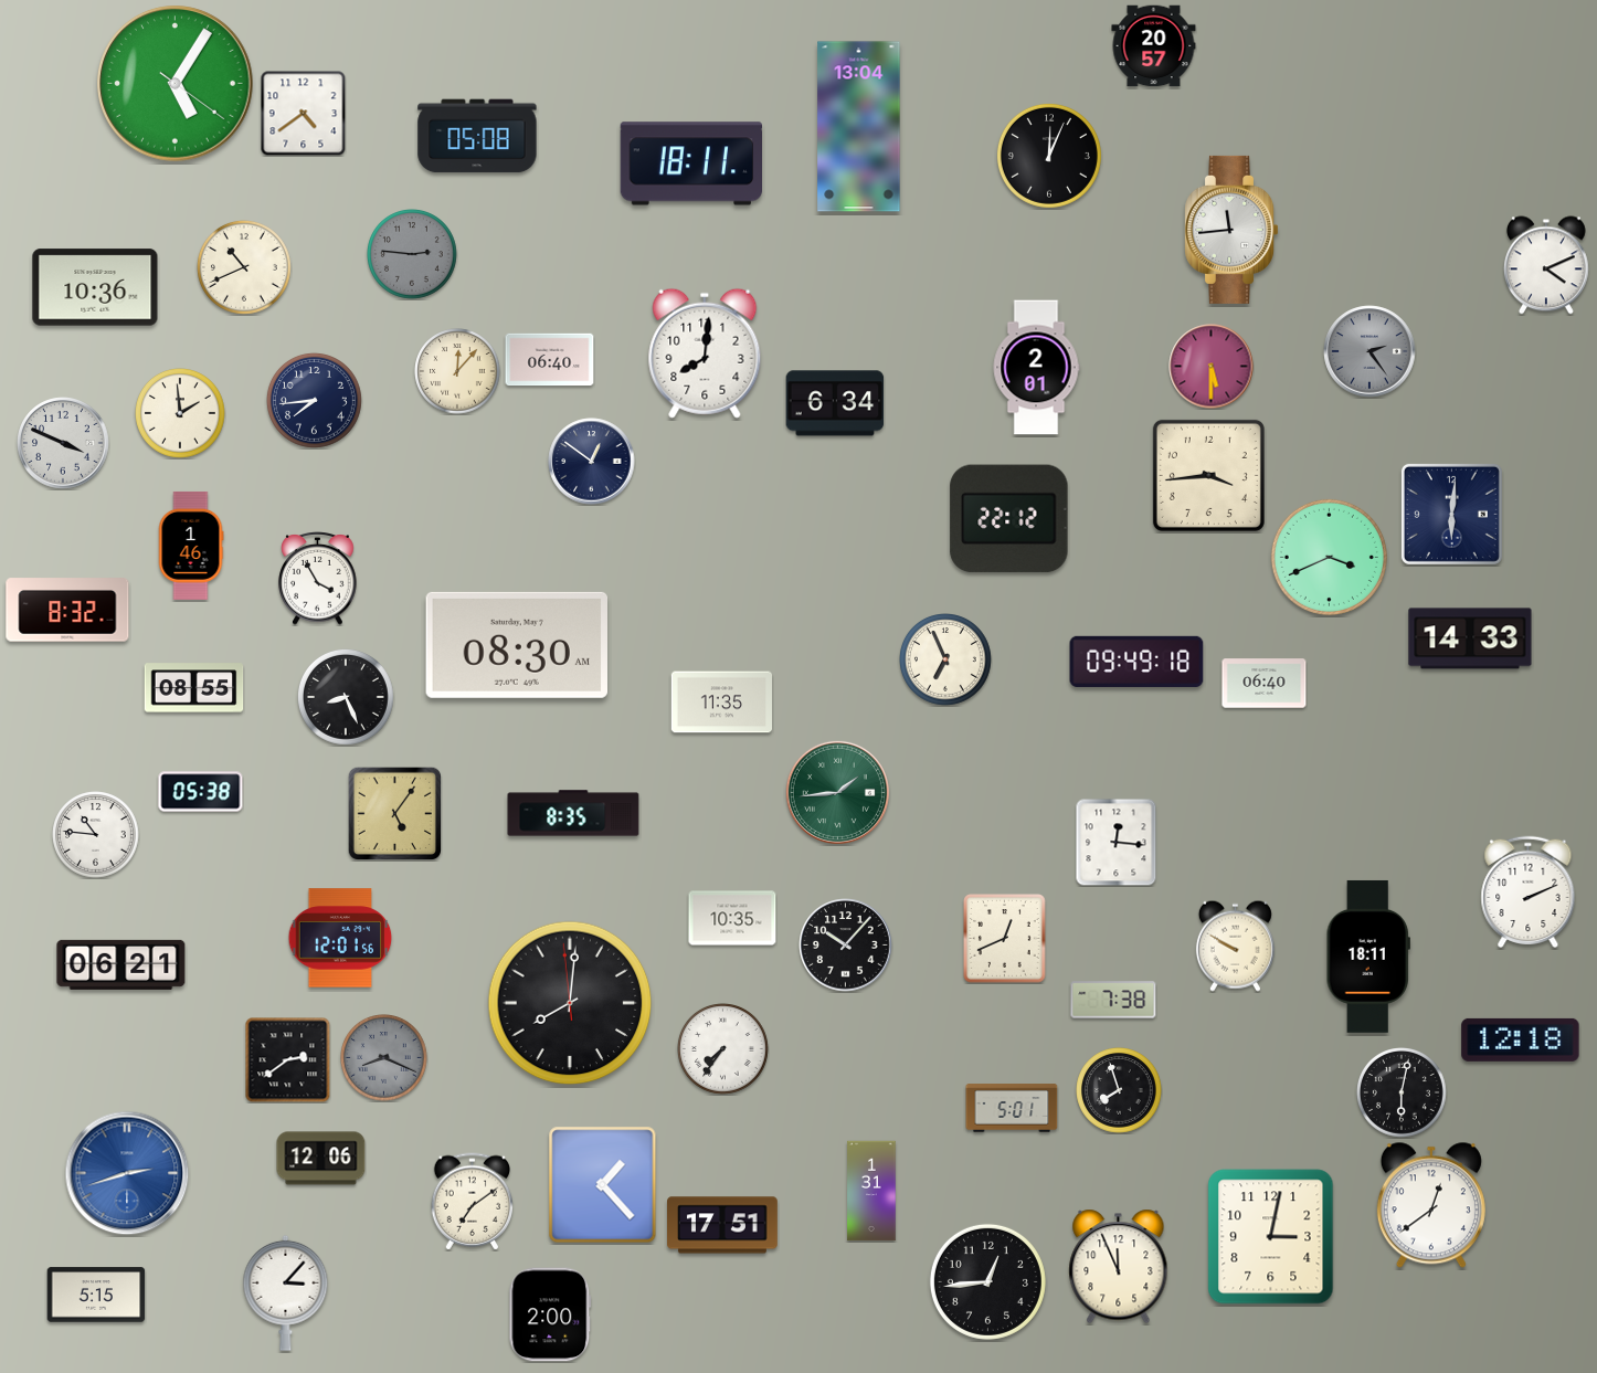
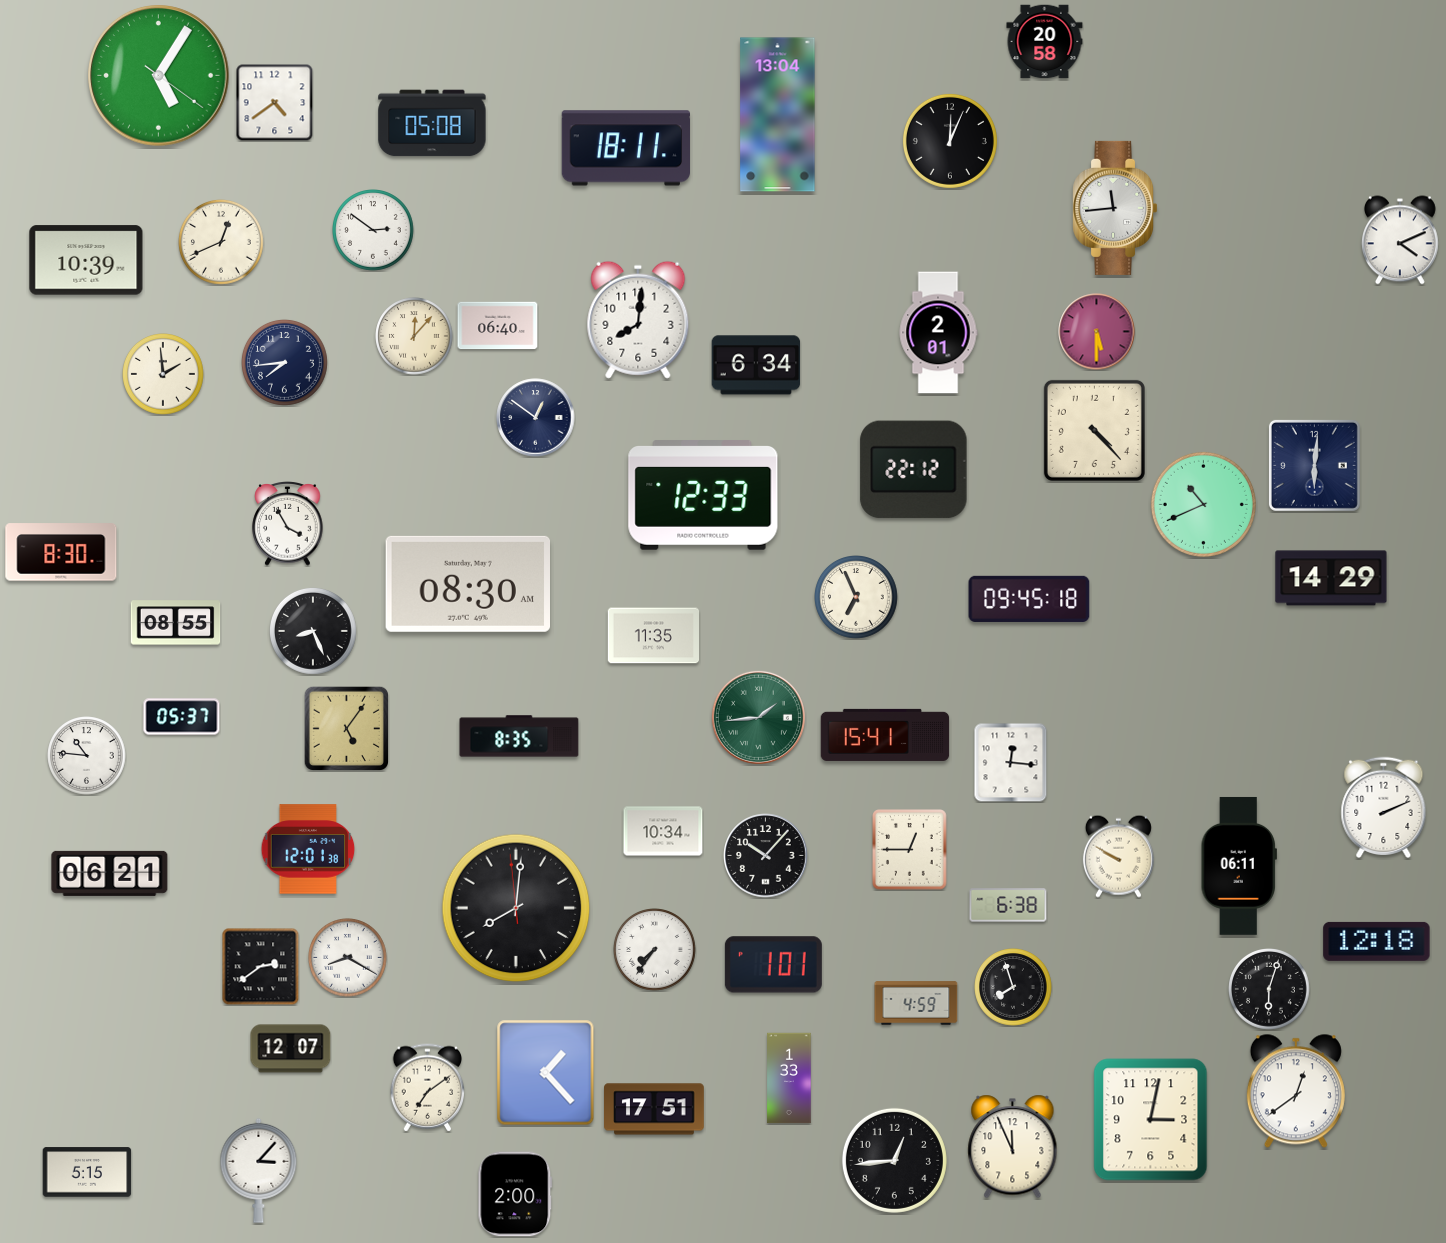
clock at (1154, 46): 20:57 -> 20:58
clock at (413, 255): 2:46 -> 2:51
clock at (413, 255) dial: grey -> white
clock at (245, 268): 10:41 -> 12:41
clock at (95, 287): 10:36 -> 10:39
clock at (1369, 351): 2:24 -> none
clock at (63, 443): 3:49 -> none
clock at (1208, 475): 3:44 -> 4:23
clock at (191, 546): 1:46 -> none
clock at (703, 495): none -> 12:33
clock at (1329, 557): 3:41 -> 10:41
clock at (67, 610): 8:32 -> 8:30
clock at (1470, 638): 14:33 -> 14:29
clock at (1136, 662): 09:49 -> 09:45
clock at (1265, 684): 06:40 -> none
clock at (201, 792): 05:38 -> 05:37
clock at (885, 735): none -> 15:41
clock at (394, 813) position: (394, 813) -> (346, 728)
clock at (732, 918): 10:35 -> 10:34
clock at (340, 938): 12:01:56 -> 12:01:38
clock at (1005, 939): 12:41 -> 12:45
clock at (1368, 957): 18:11 -> 06:11
clock at (1113, 1000): 7:38 -> 6:38
clock at (384, 1058): 8:19 -> 8:20
clock at (384, 1058) dial: grey -> white
clock at (287, 1059) position: (287, 1059) -> (260, 966)
clock at (773, 965): none -> 1:01
clock at (1403, 1094): 6:02 -> 6:03
clock at (1012, 1108): 5:01 -> 4:59
clock at (321, 1159): 12:06 -> 12:07
clock at (127, 1173): 2:42 -> none
clock at (871, 1191): 1:31 -> 1:33
clock at (550, 1314) position: (550, 1314) -> (515, 1194)
